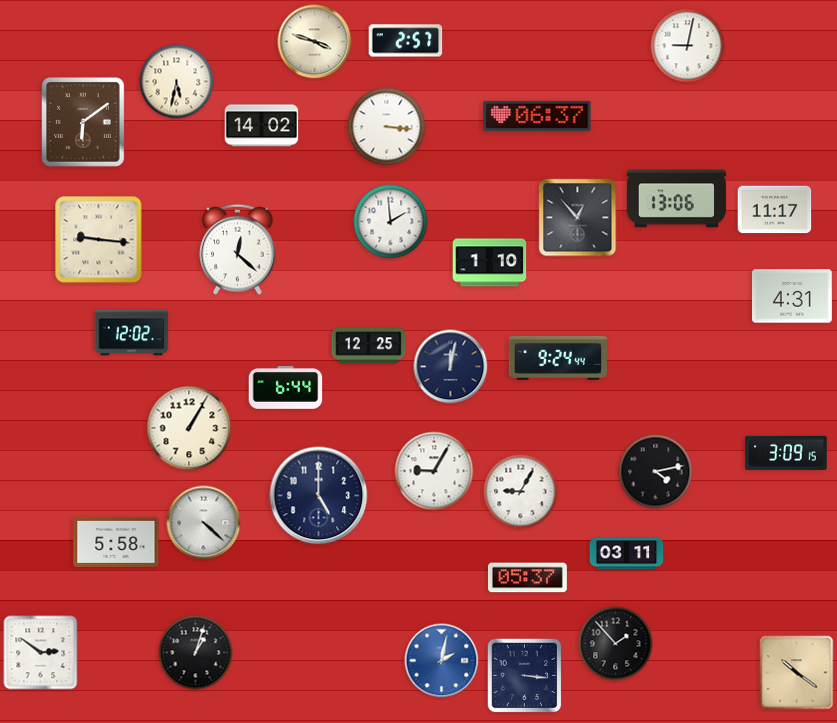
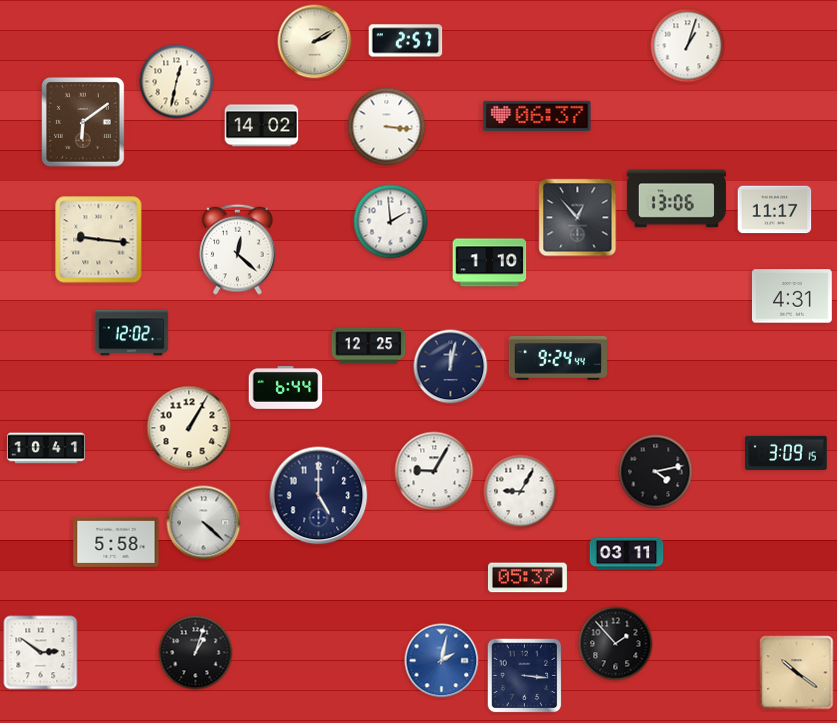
clock at (315, 42): 3:48 -> 2:10
clock at (688, 46): 9:02 -> 1:03
clock at (177, 82): 5:32 -> 12:32
clock at (46, 448): none -> 10:41
